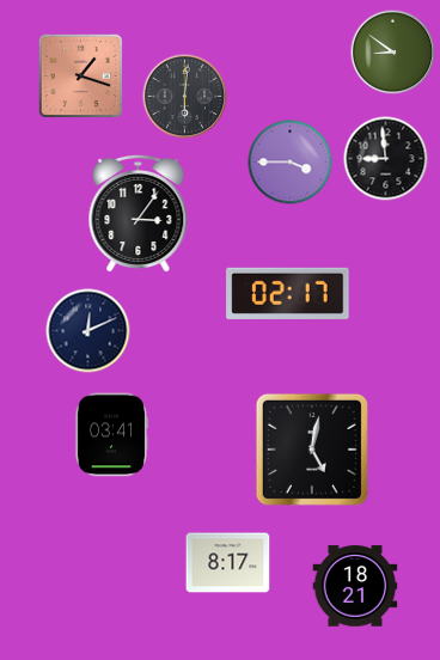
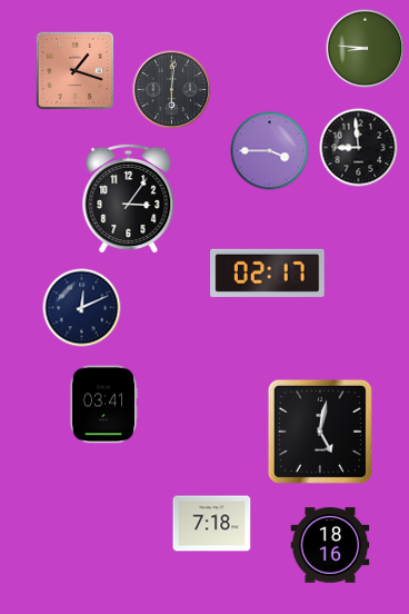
clock at (393, 53): 8:51 -> 8:46
clock at (312, 450) position: (312, 450) -> (320, 432)
clock at (228, 563): 8:17 -> 7:18
clock at (355, 586): 18:21 -> 18:16
